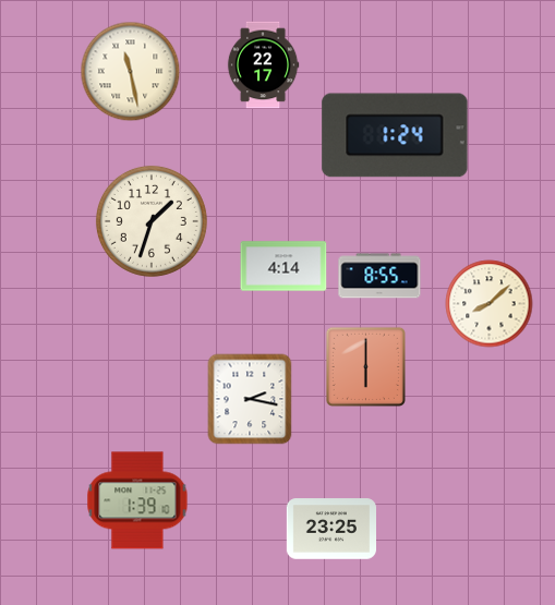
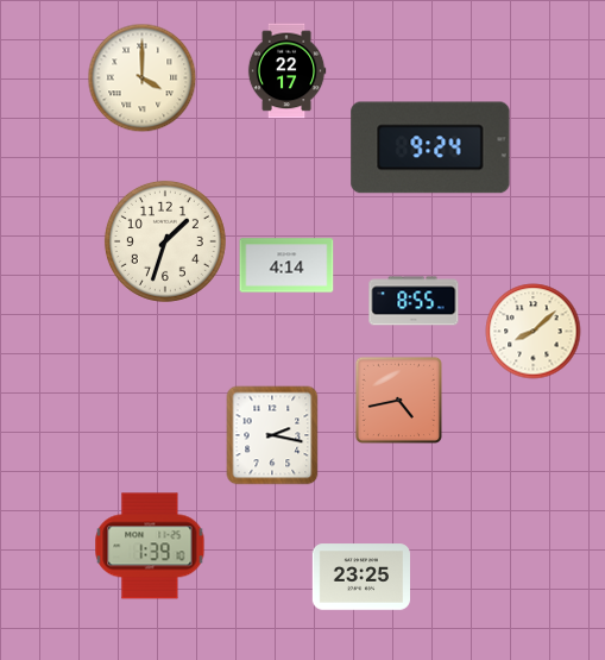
clock at (131, 72): 11:28 -> 4:00
clock at (395, 135): 1:24 -> 9:24
clock at (283, 266) position: (283, 266) -> (286, 265)
clock at (365, 366): 6:00 -> 4:43
